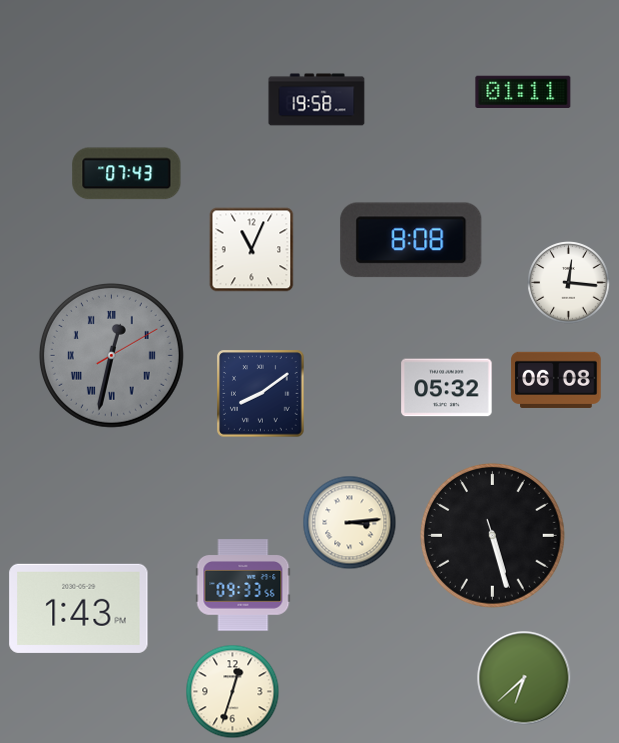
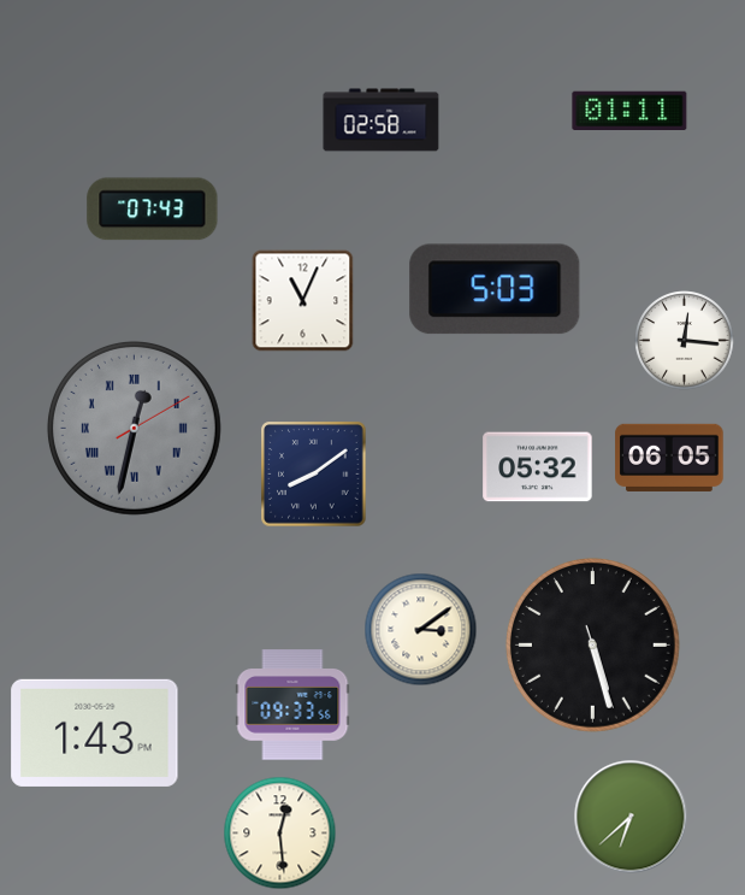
clock at (317, 100): 19:58 -> 02:58
clock at (411, 240): 8:08 -> 5:03
clock at (556, 380): 06:08 -> 06:05
clock at (350, 523): 3:14 -> 3:09
clock at (233, 692): 12:33 -> 12:29
